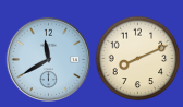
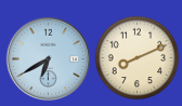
clock at (48, 59): 11:40 -> 6:40
